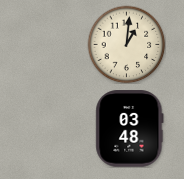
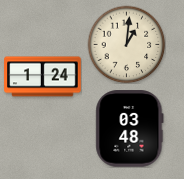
clock at (43, 77): none -> 1:24
